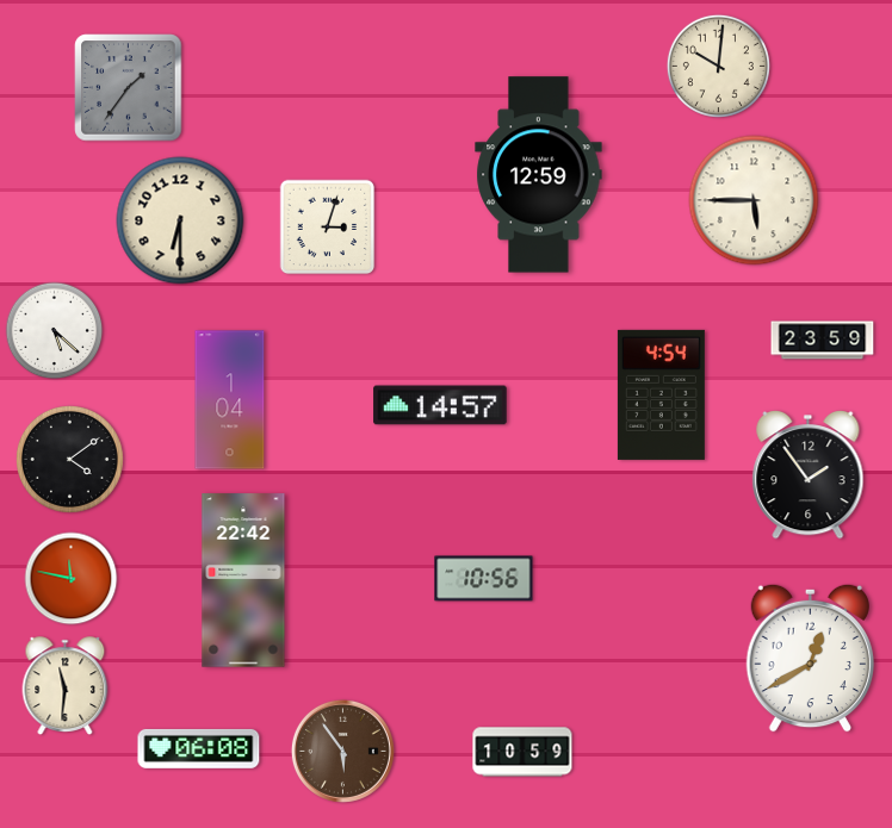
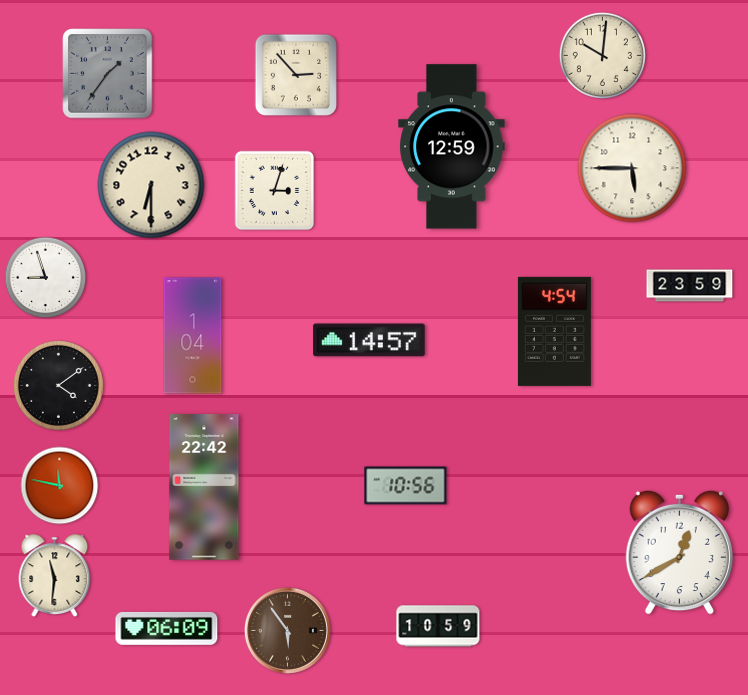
clock at (296, 75): none -> 2:53
clock at (55, 331): 5:22 -> 8:57
clock at (809, 474): 1:54 -> none
clock at (199, 748): 06:08 -> 06:09
clock at (522, 752) position: (522, 752) -> (438, 626)
